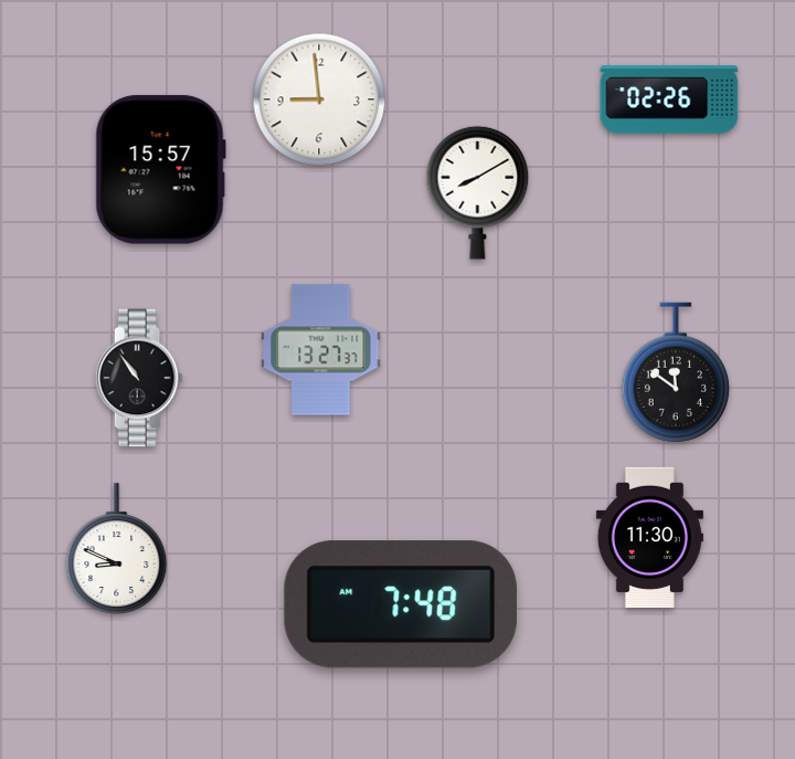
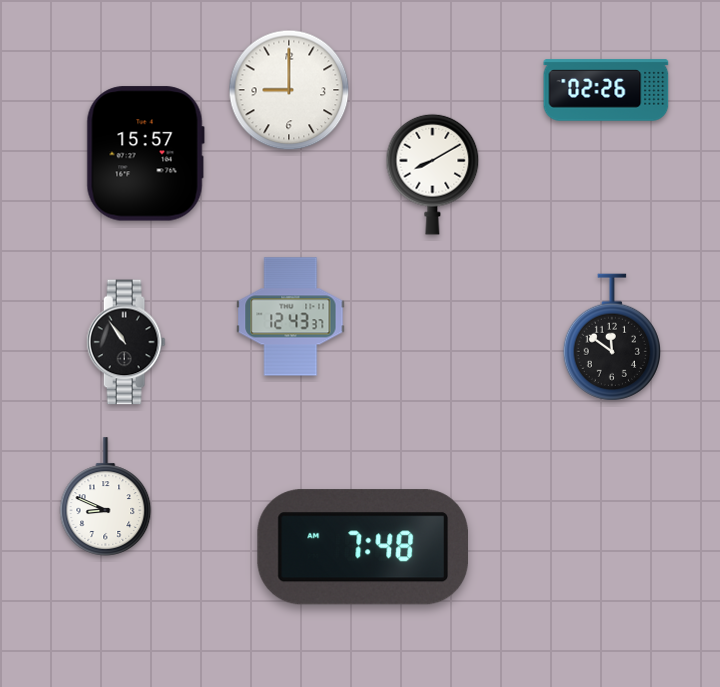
clock at (319, 99): 8:59 -> 9:00
clock at (321, 350): 13:27 -> 12:43
clock at (649, 538): 11:30 -> none
